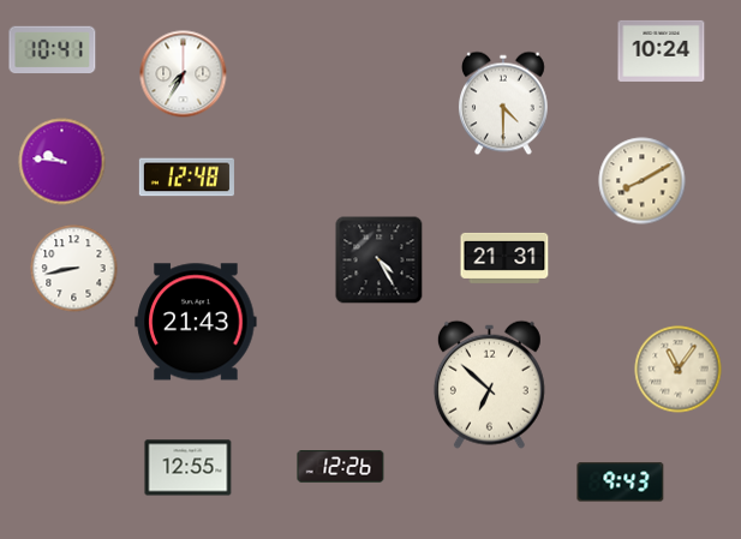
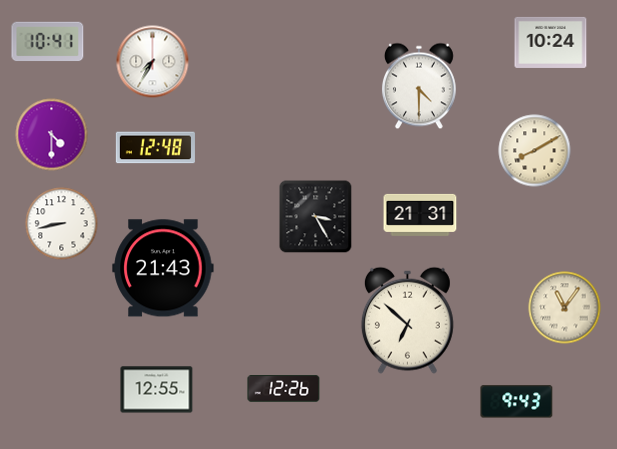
clock at (53, 50) position: (53, 50) -> (48, 42)
clock at (62, 162): 9:46 -> 4:30
clock at (380, 260): 4:25 -> 3:25
